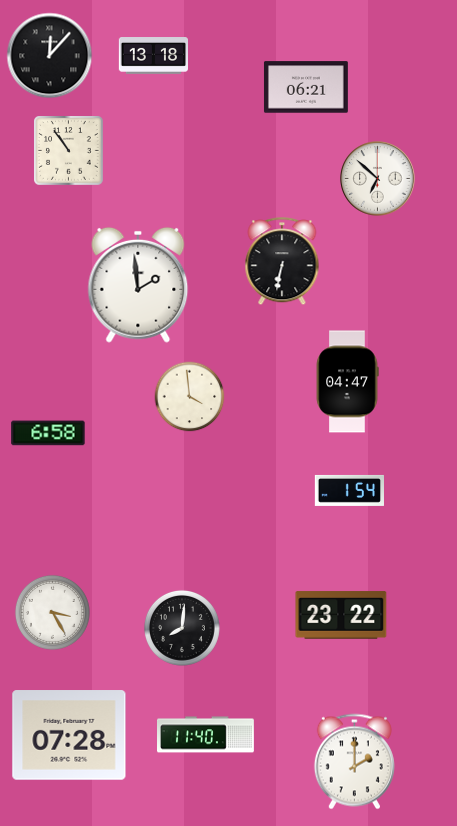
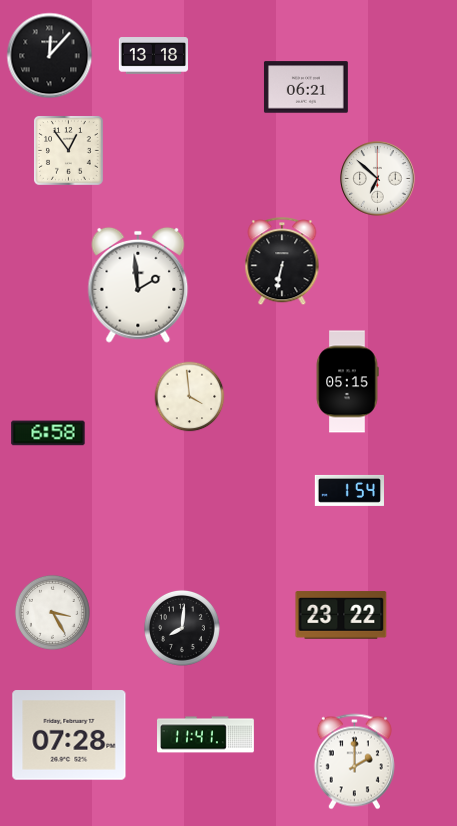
clock at (69, 151): 10:54 -> 12:54
clock at (347, 382): 04:47 -> 05:15
clock at (206, 735): 11:40 -> 11:41
